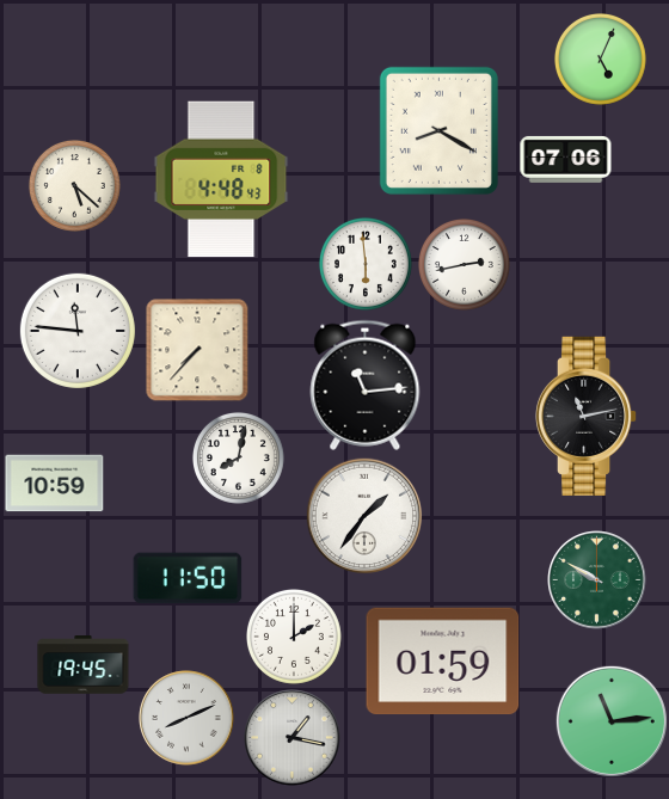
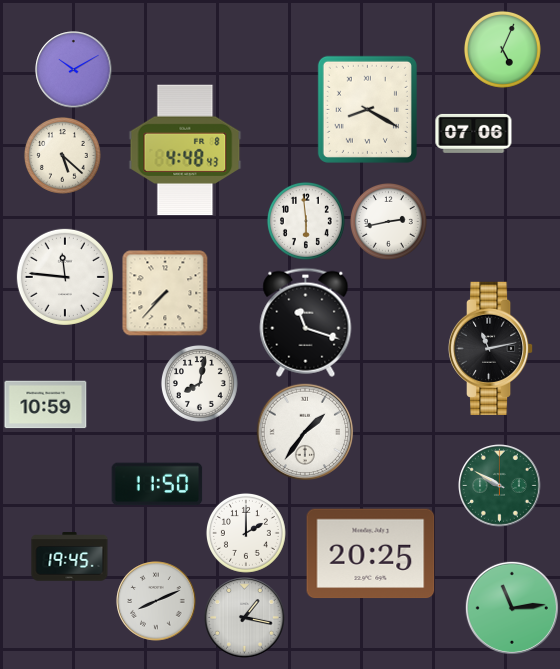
clock at (74, 70): none -> 10:10
clock at (366, 385): 11:14 -> 11:18
clock at (443, 662): 01:59 -> 20:25
clock at (612, 721) position: (612, 721) -> (512, 608)
